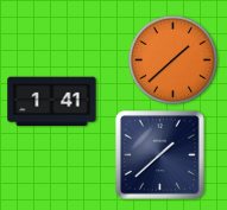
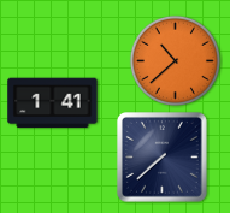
clock at (172, 59): 1:38 -> 10:38
clock at (160, 155): 1:38 -> 7:38
